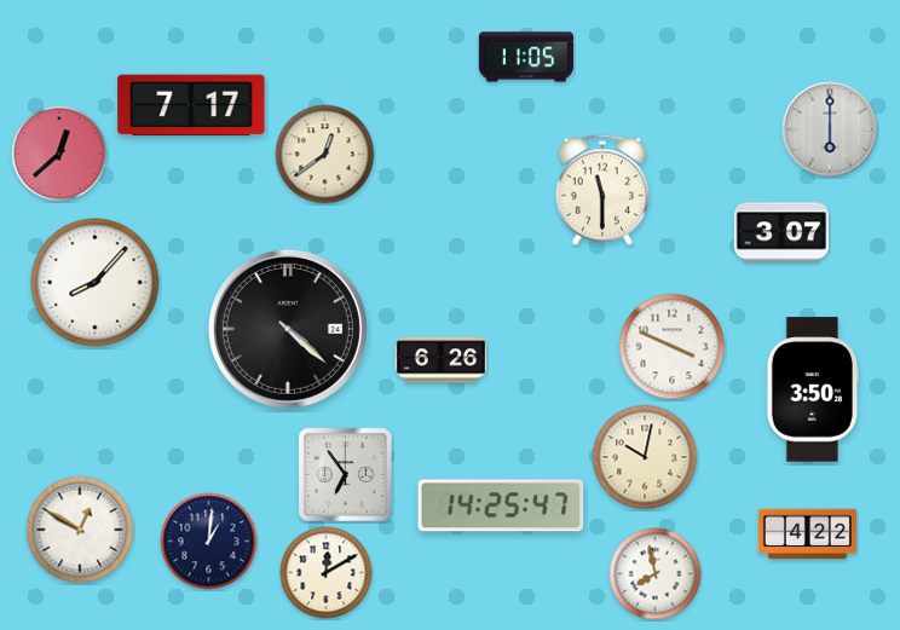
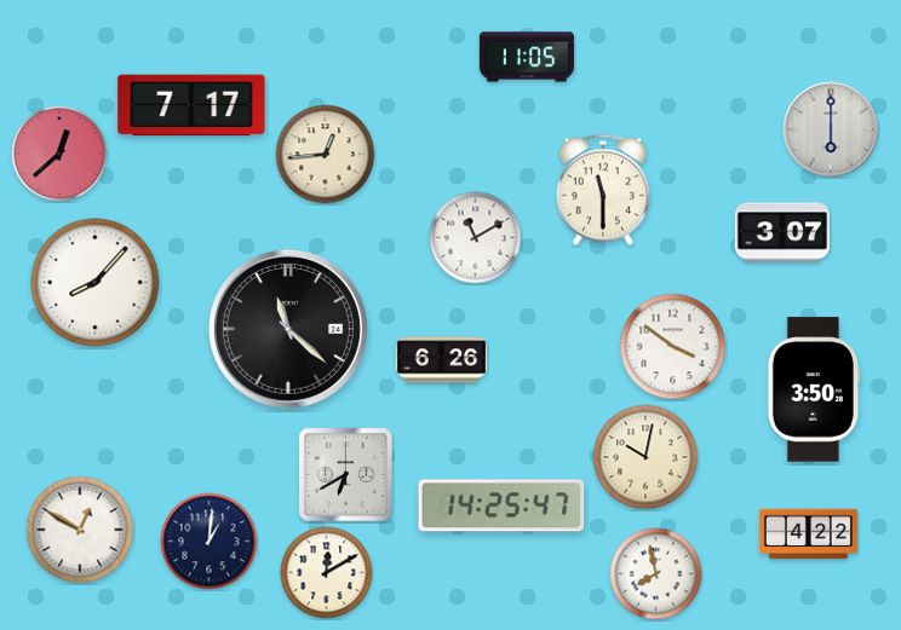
clock at (325, 155): 12:39 -> 12:44
clock at (476, 238): none -> 11:10
clock at (288, 329): 4:22 -> 11:22
clock at (673, 347): 3:49 -> 3:51
clock at (346, 475): 6:54 -> 6:40
